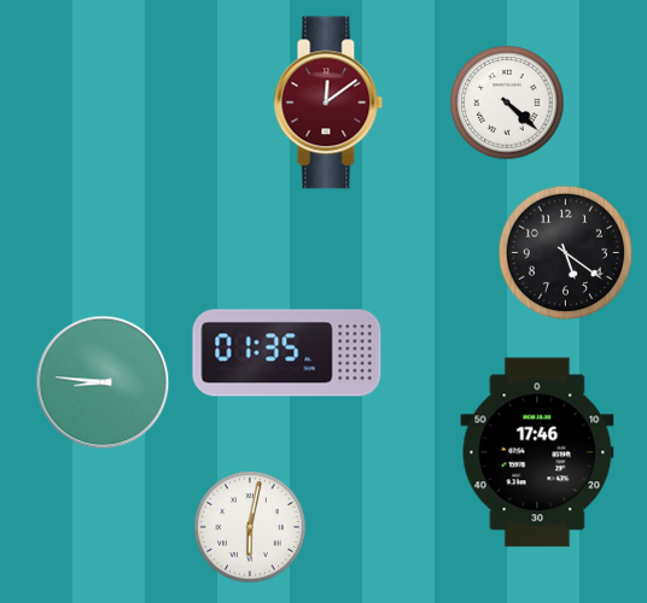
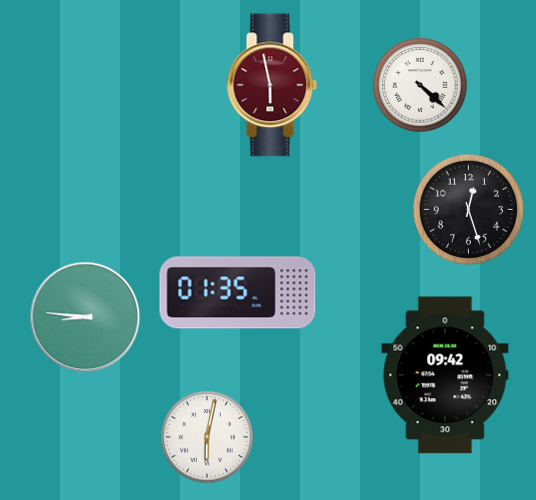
clock at (328, 103): 12:09 -> 5:58
clock at (565, 252): 5:21 -> 12:27
clock at (537, 452): 17:46 -> 09:42
